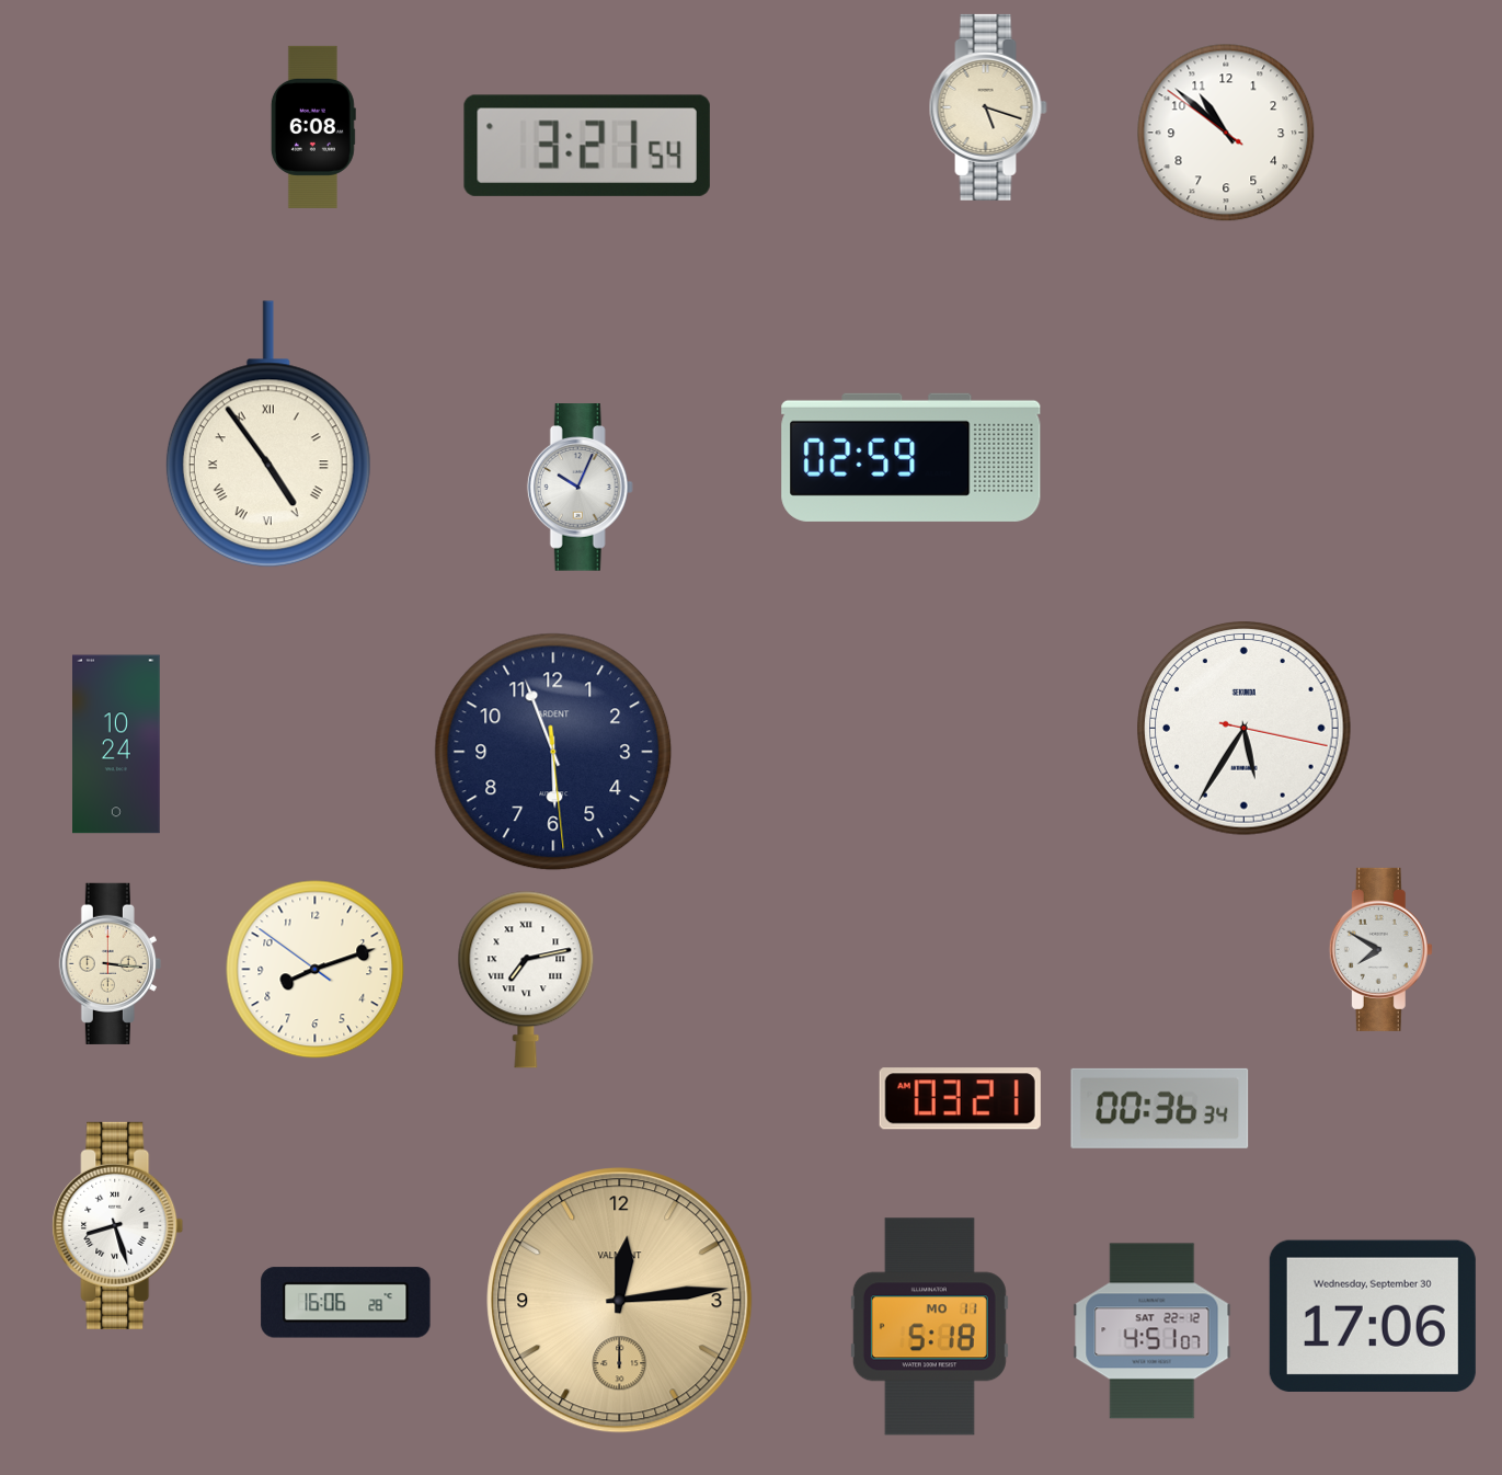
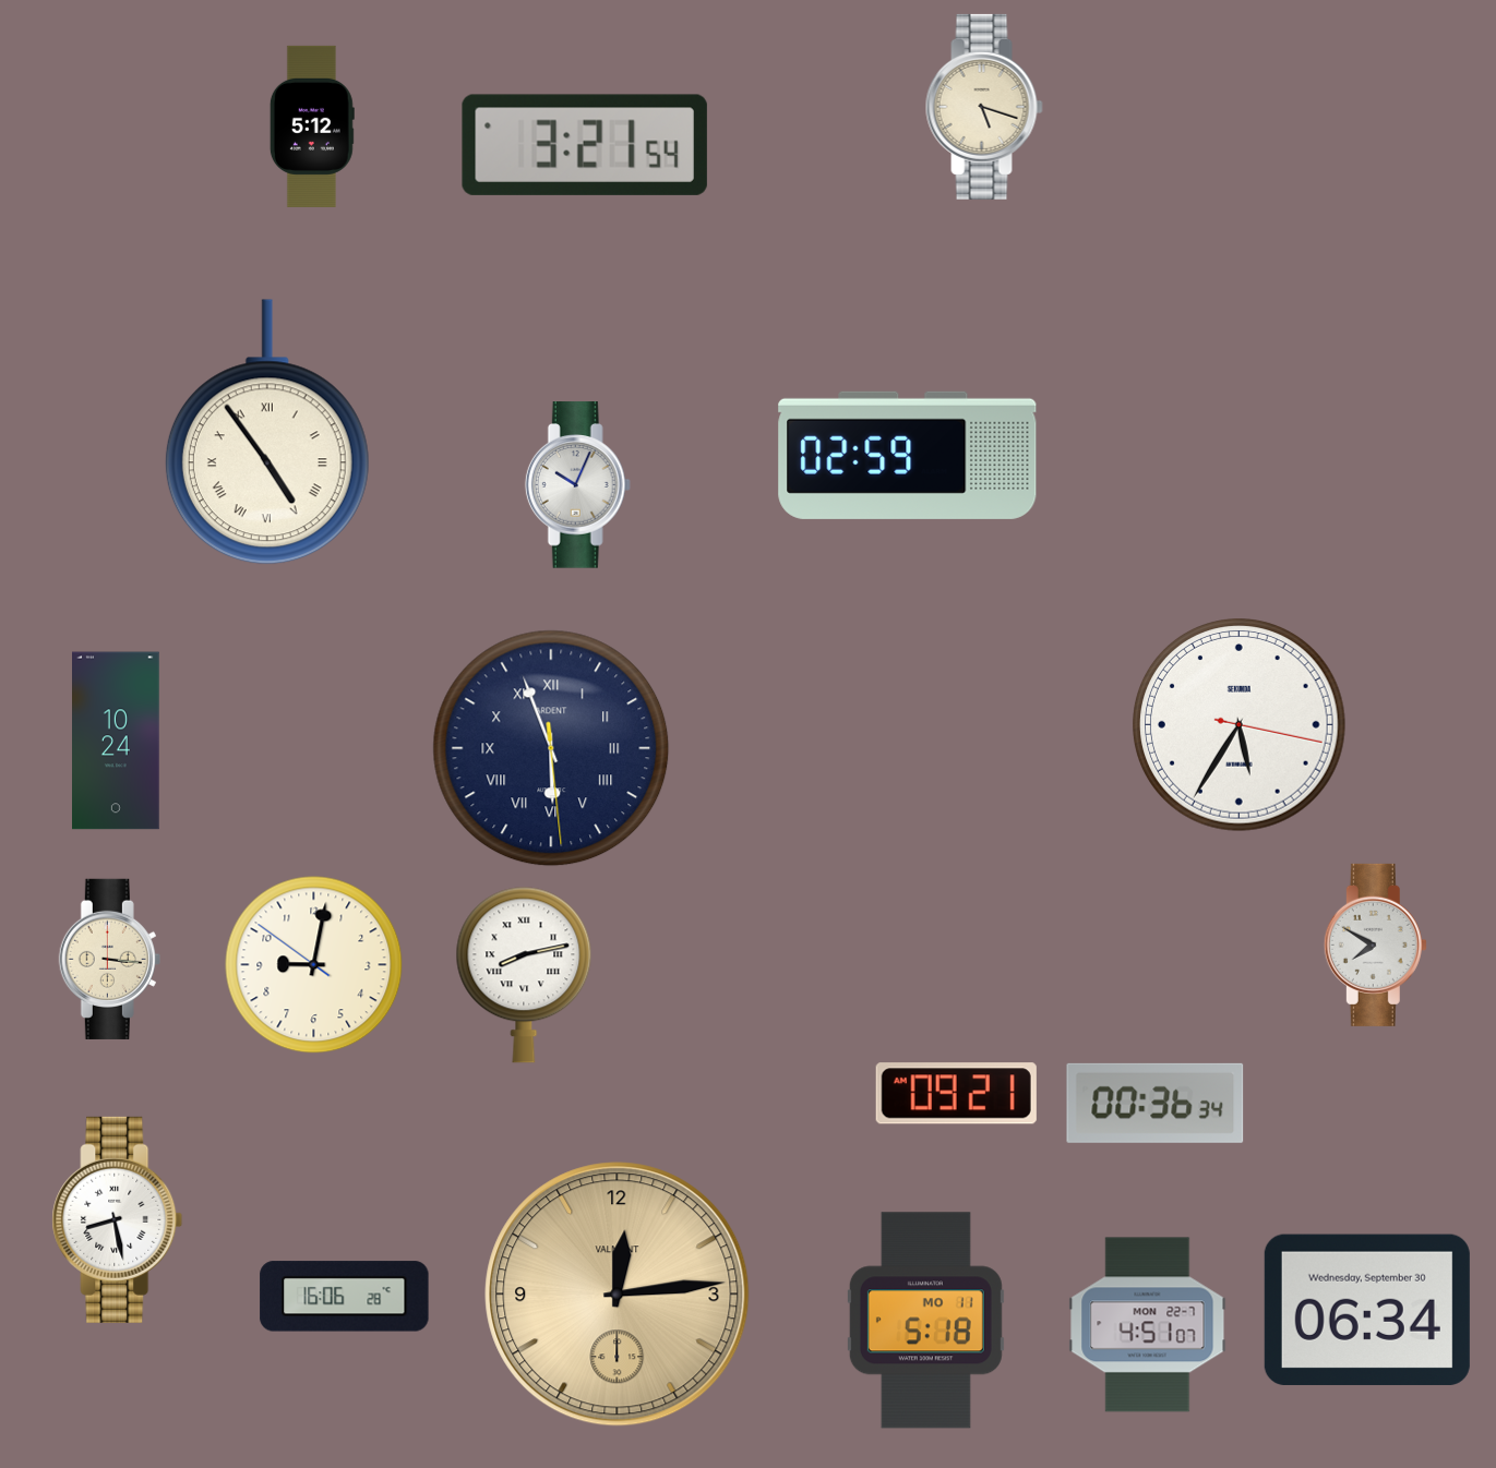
clock at (313, 127): 6:08 -> 5:12
clock at (1226, 133): 10:51 -> none
clock at (553, 752) numerals: Arabic -> Roman
clock at (316, 970): 8:11 -> 9:01
clock at (526, 980): 7:13 -> 8:13
clock at (960, 1099): 03:21 -> 09:21
clock at (118, 1225): 8:27 -> 8:28
clock at (1373, 1316): 17:06 -> 06:34
clock at (1153, 1331) date: SAT 22-12 -> MON 22-7
